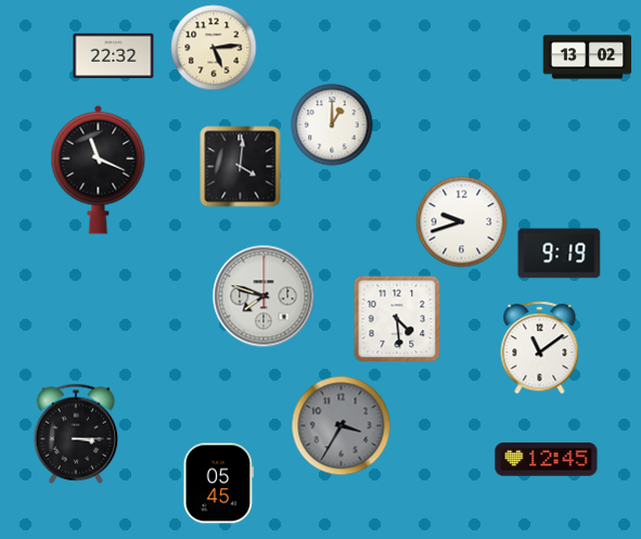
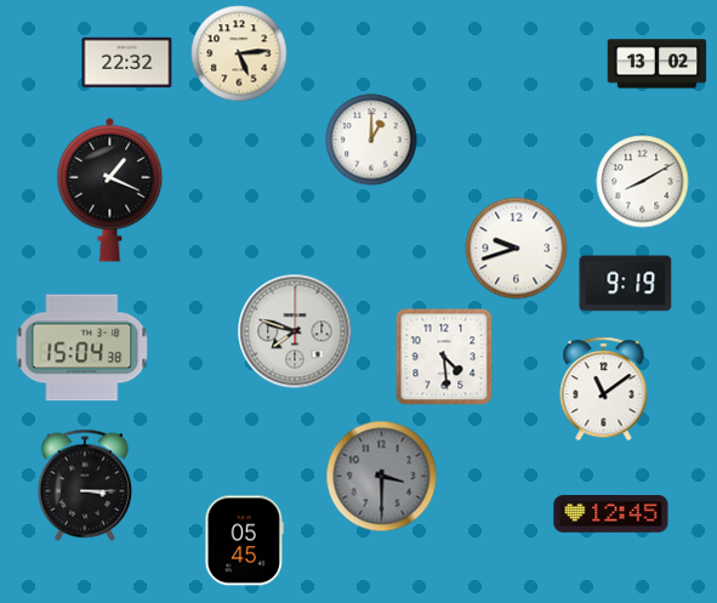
clock at (643, 182): none -> 8:10
clock at (241, 167): 4:01 -> none
clock at (99, 169): 11:19 -> 1:19
clock at (82, 348): none -> 15:04
clock at (342, 426): 3:35 -> 3:30
